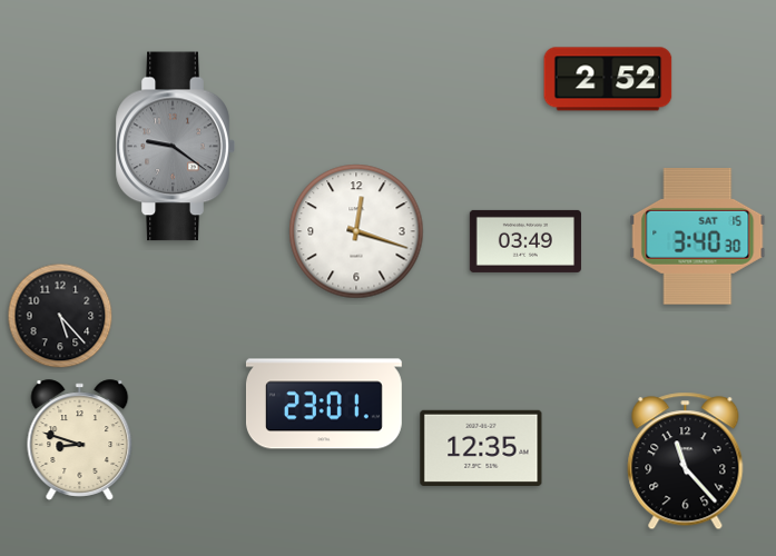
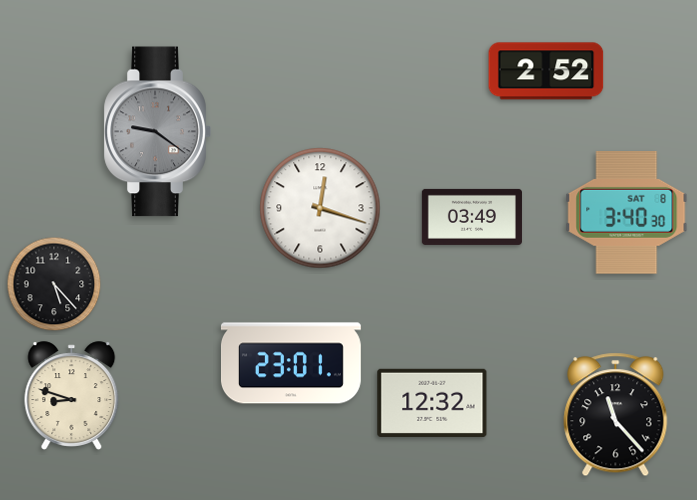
clock at (698, 237) date: SAT 15 -> SAT 8
clock at (481, 448): 12:35 -> 12:32
